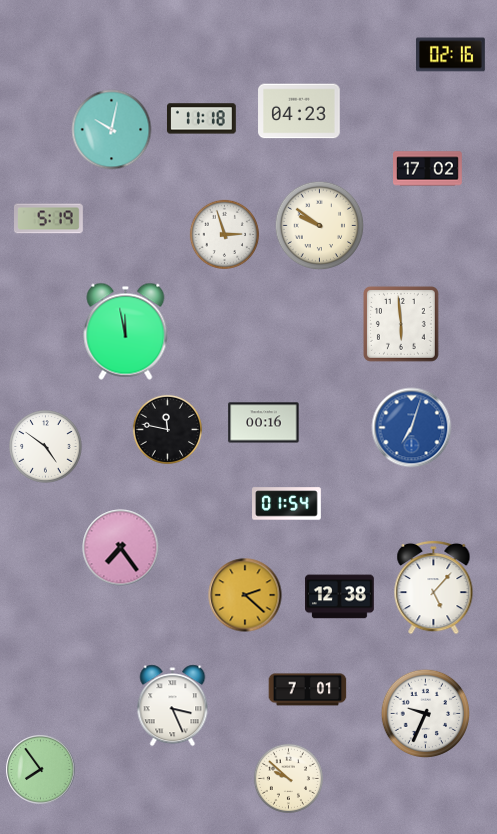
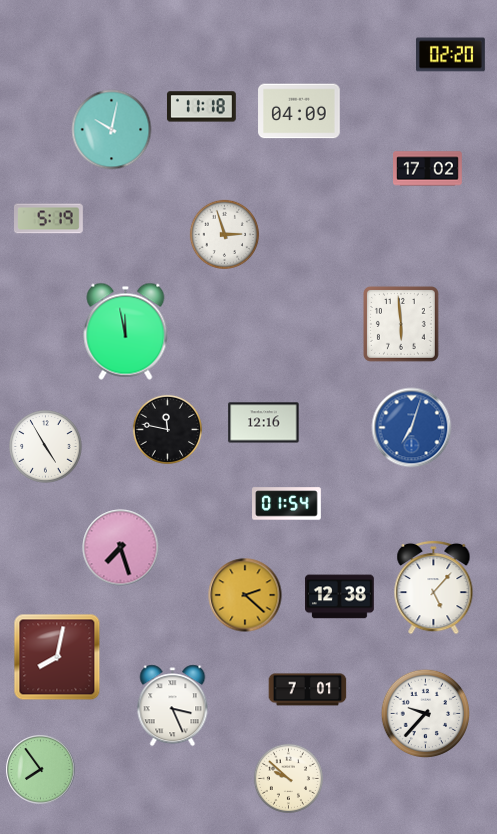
clock at (451, 55): 02:16 -> 02:20
clock at (299, 111): 04:23 -> 04:09
clock at (201, 119) position: (201, 119) -> (201, 107)
clock at (320, 226): 9:51 -> none
clock at (264, 423): 00:16 -> 12:16
clock at (46, 447): 4:51 -> 4:55
clock at (121, 548): 7:24 -> 7:27
clock at (57, 657): none -> 8:02
clock at (426, 714): 9:34 -> 9:37
